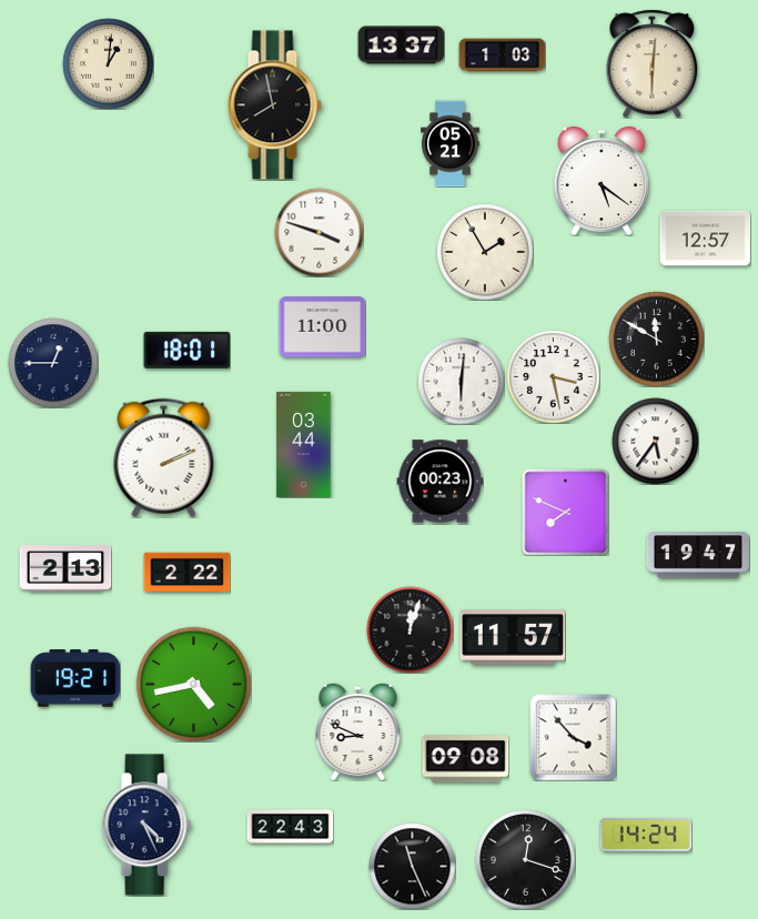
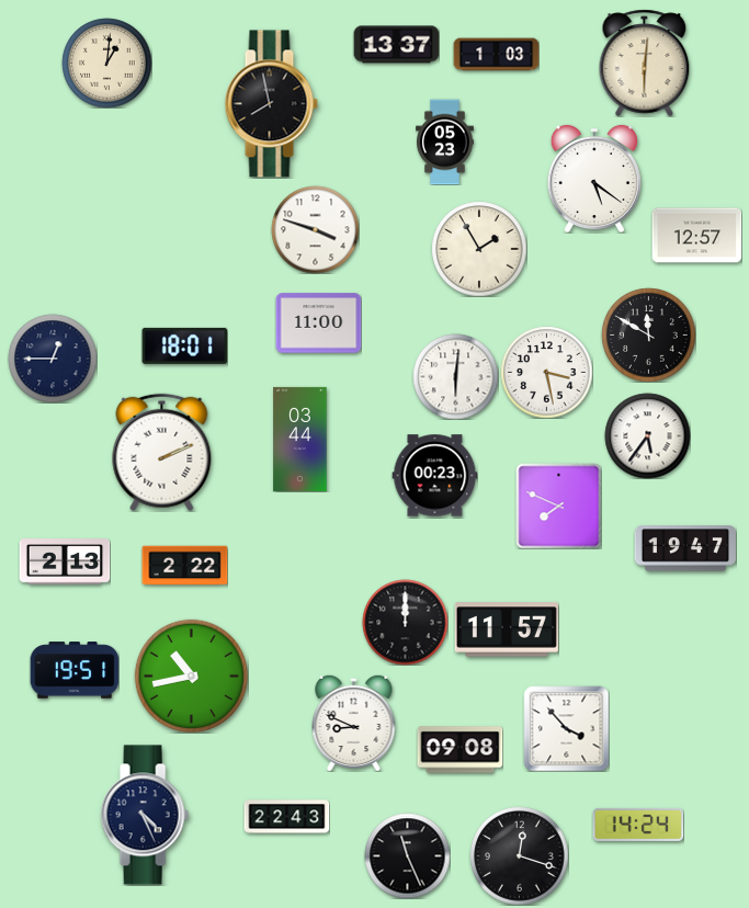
clock at (451, 143): 05:21 -> 05:23
clock at (698, 555) position: (698, 555) -> (685, 548)
clock at (410, 629): 12:03 -> 12:00
clock at (75, 678): 19:21 -> 19:51
clock at (193, 684): 4:43 -> 10:43
clock at (525, 859) position: (525, 859) -> (519, 855)
